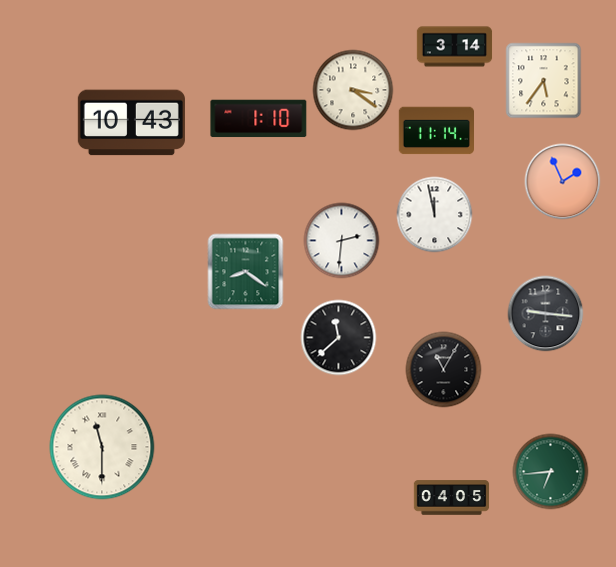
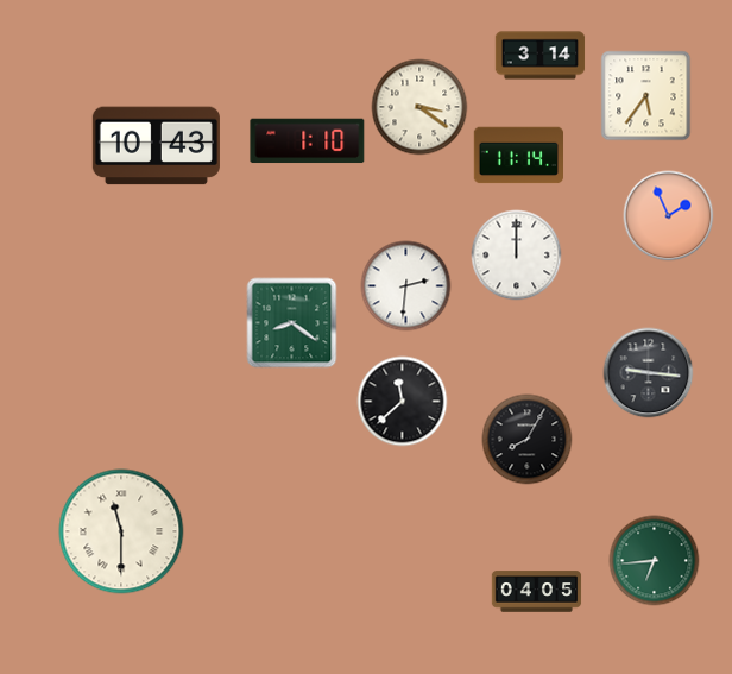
clock at (435, 215): 11:58 -> 12:00
clock at (444, 370): 11:05 -> 8:05
